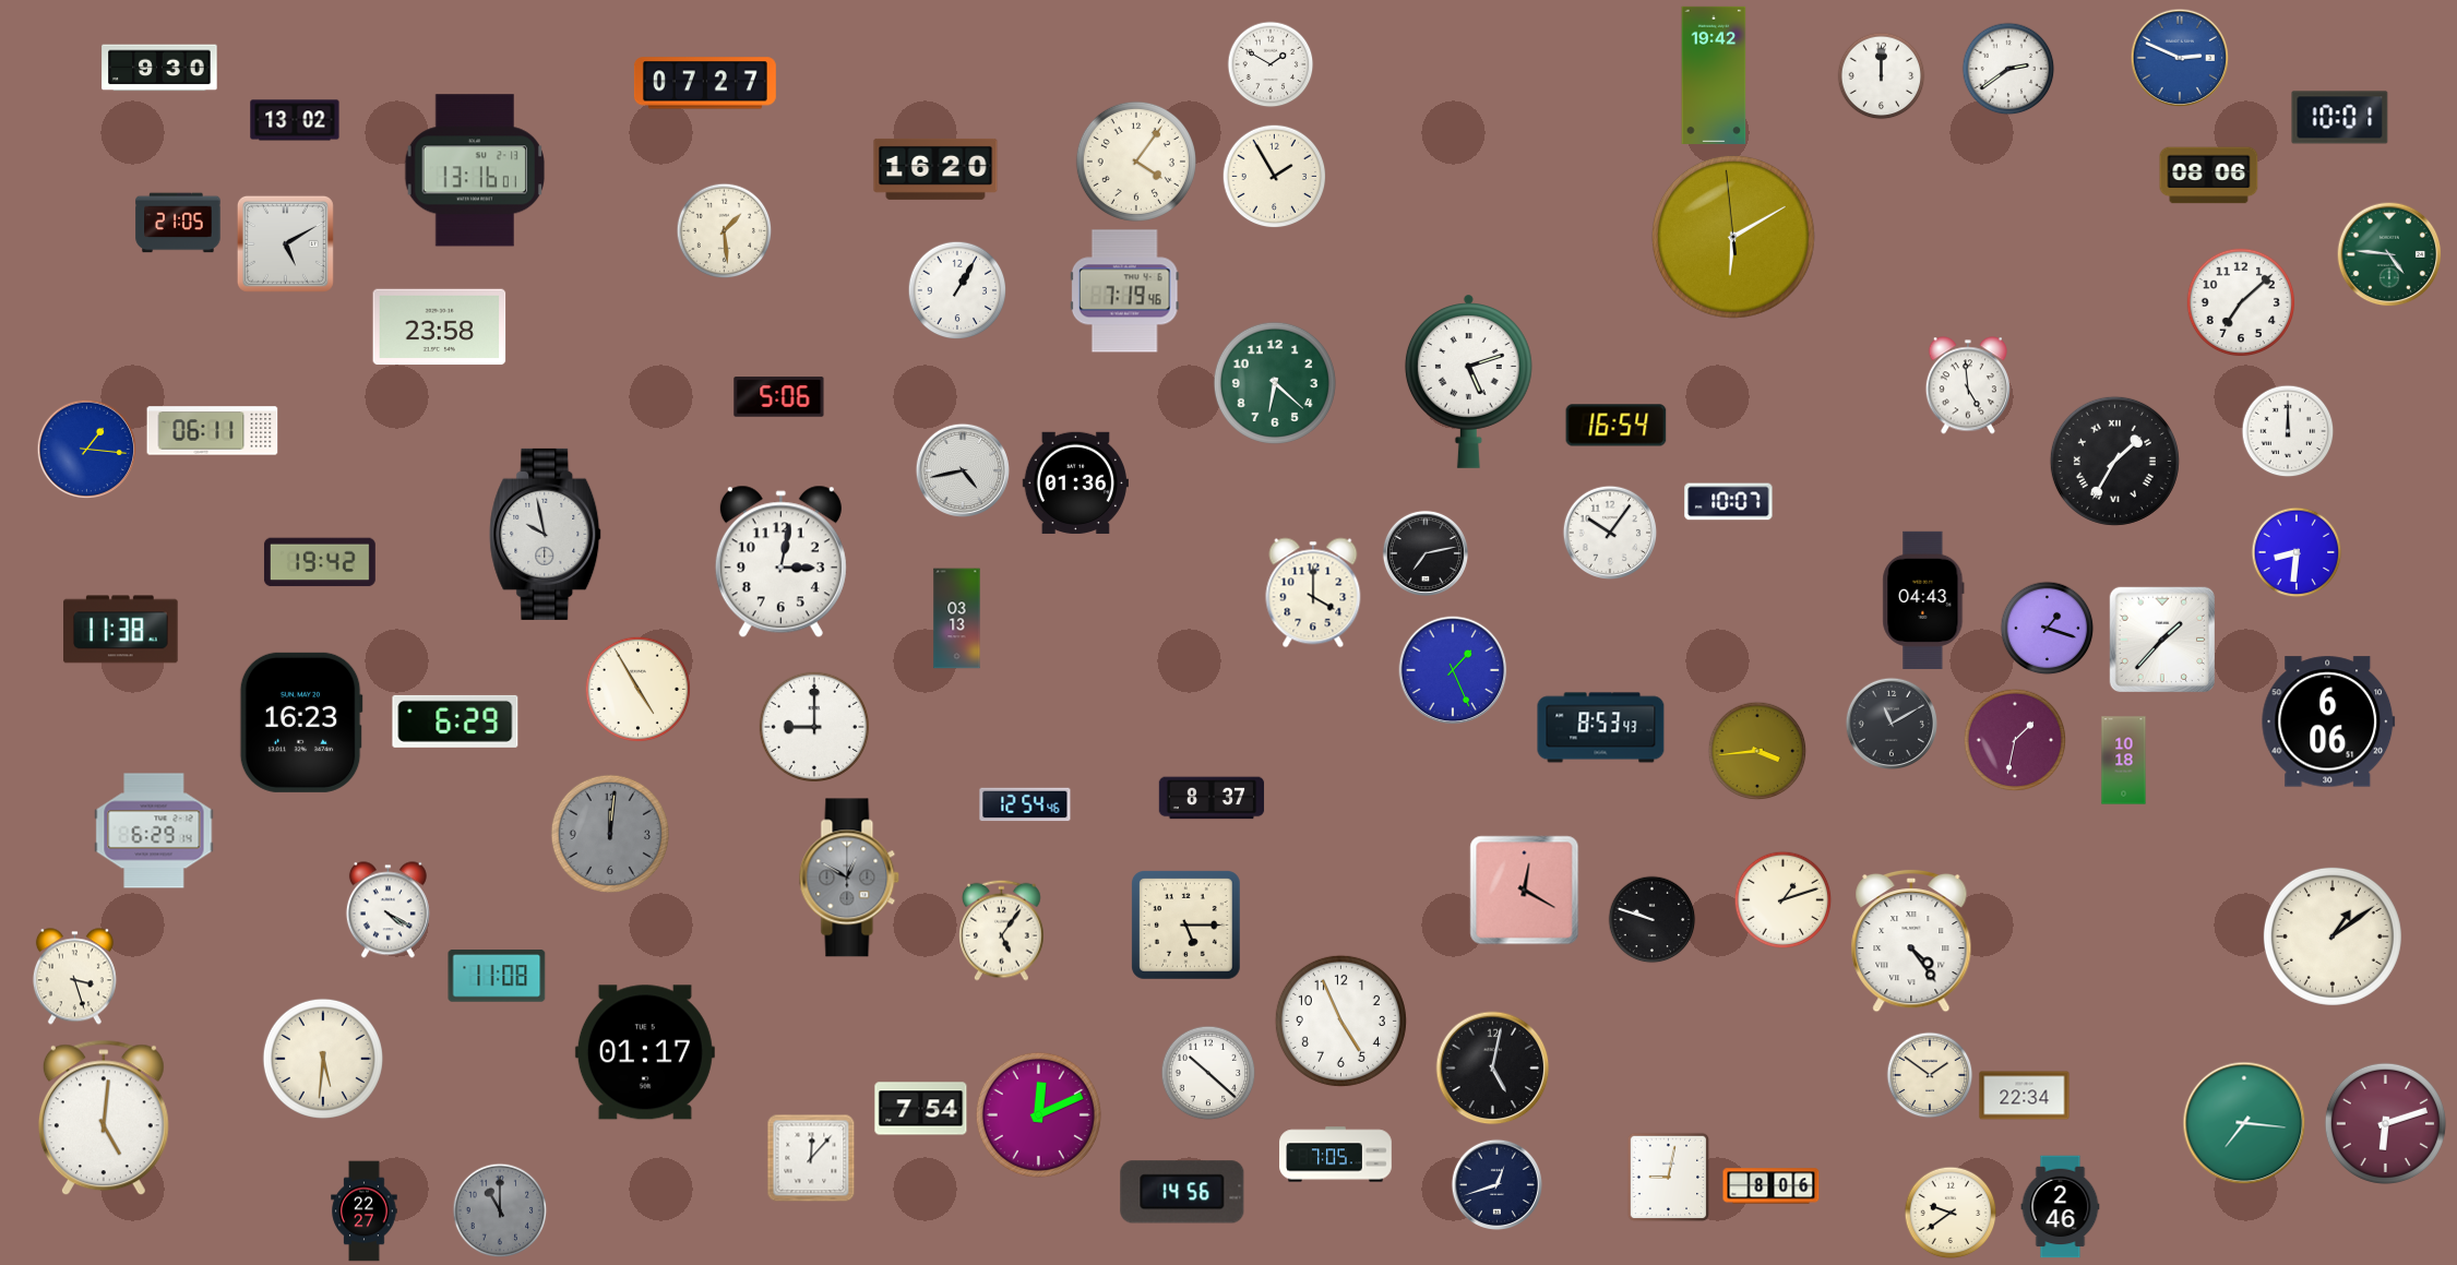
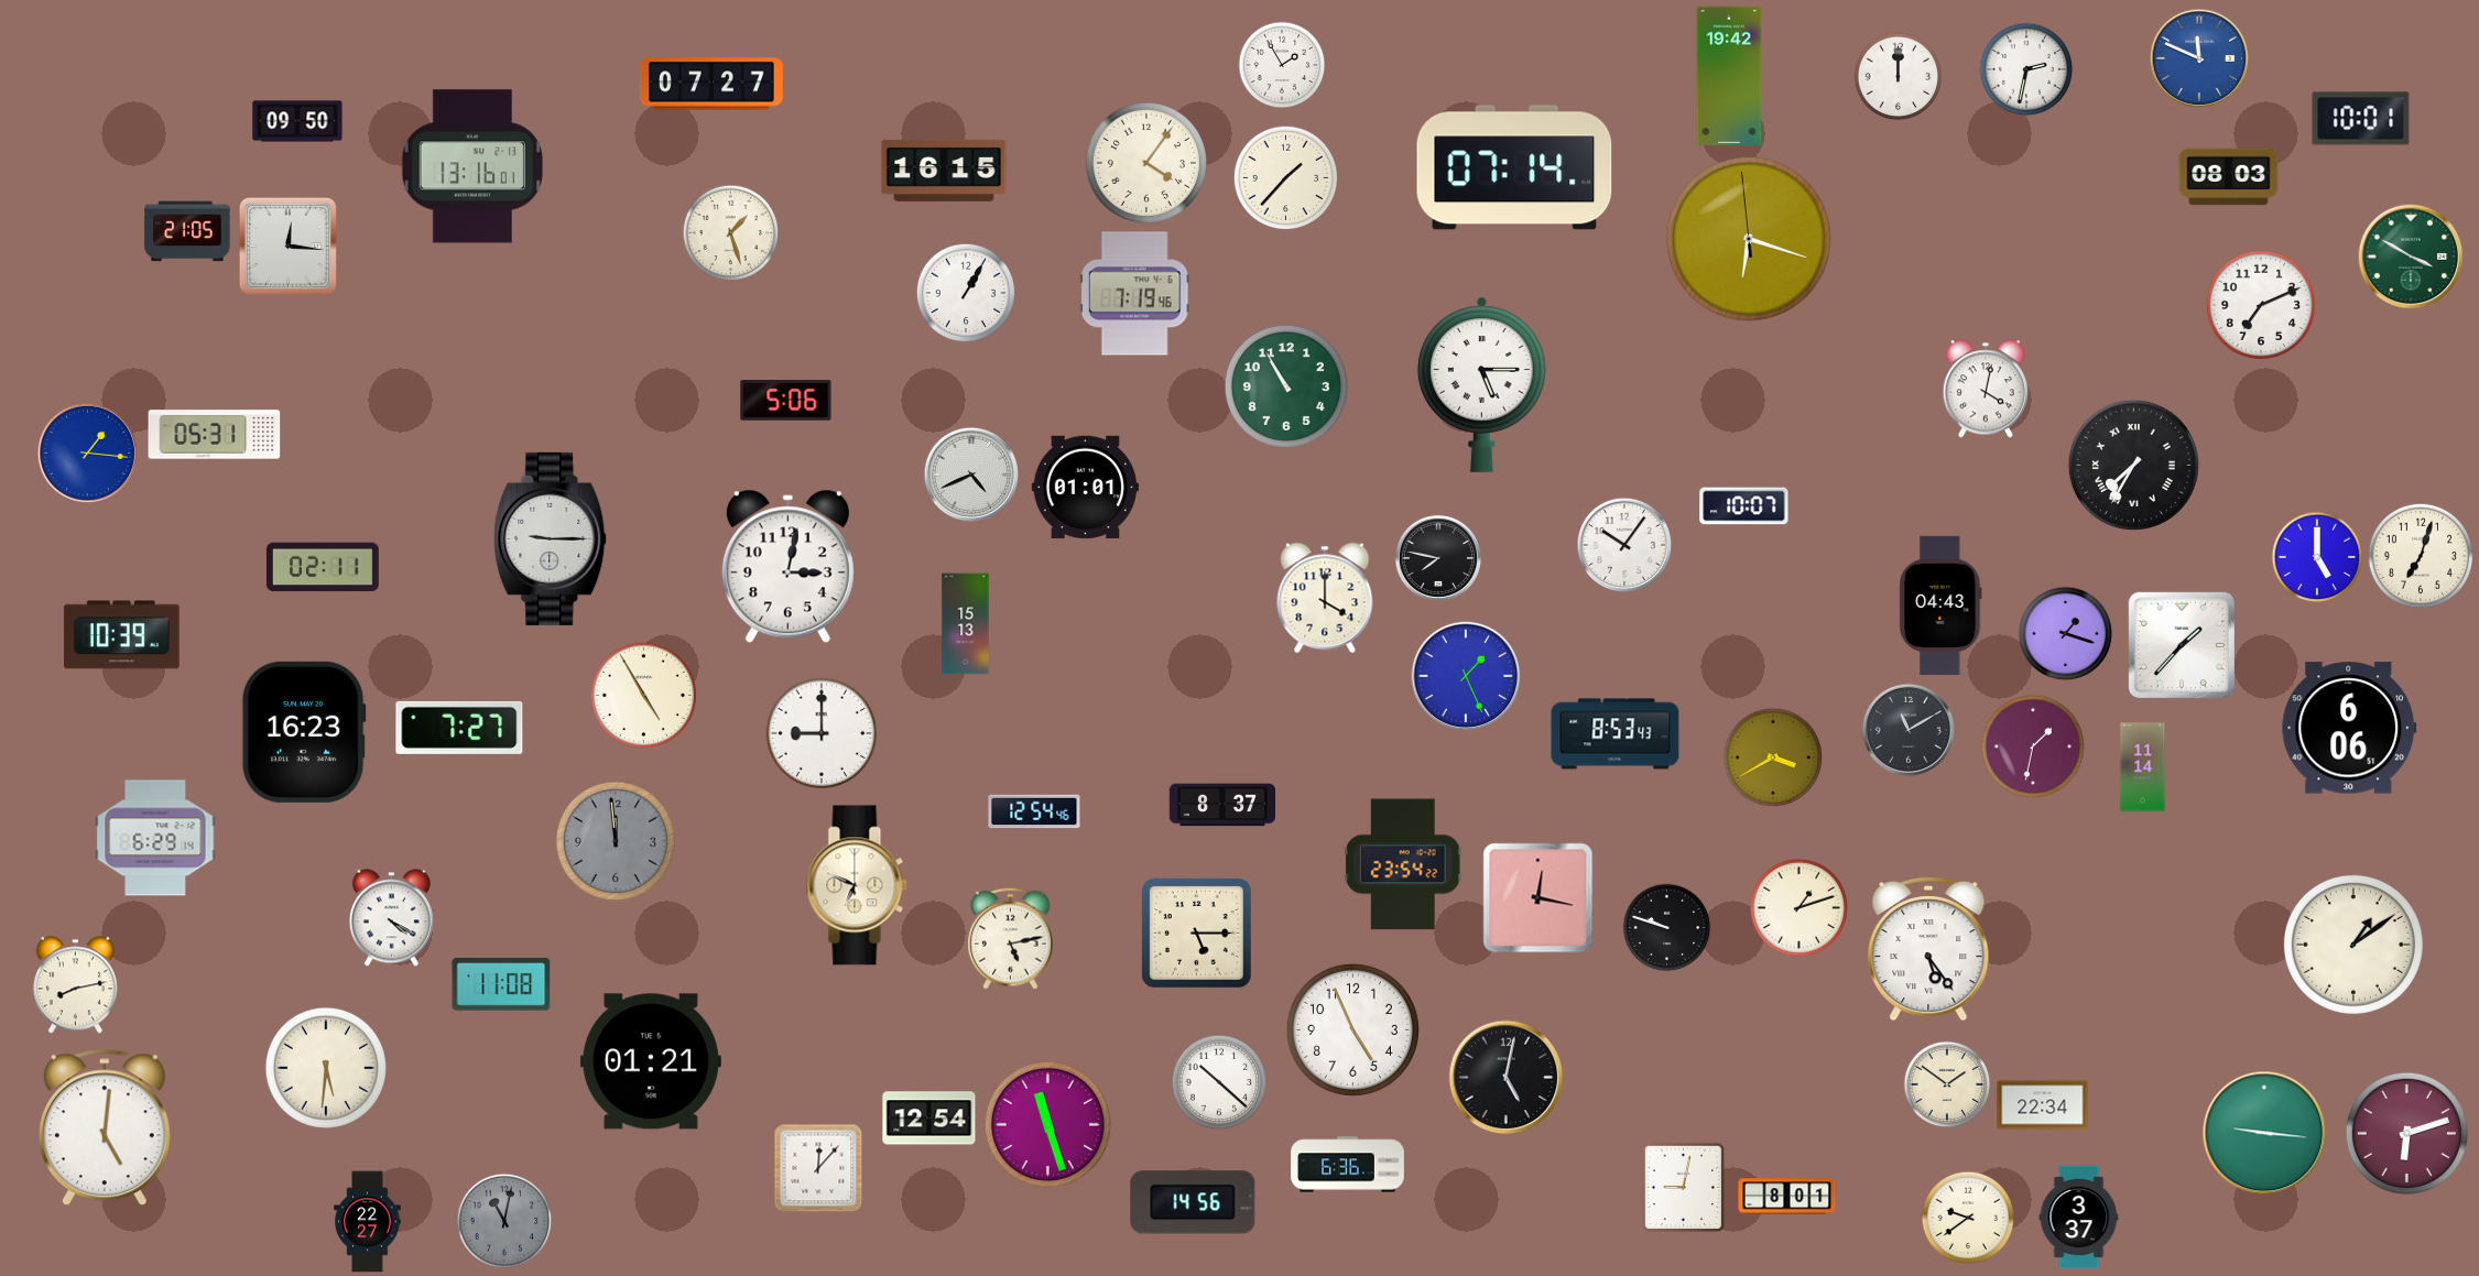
clock at (2180, 58): 2:49 -> 11:49
clock at (1271, 64): 1:50 -> 1:55
clock at (159, 68): 9:30 -> none
clock at (2008, 69): 2:39 -> 2:32
clock at (295, 120): 13:02 -> 09:50
clock at (1514, 167): none -> 07:14
clock at (935, 169): 16:20 -> 16:15
clock at (474, 170) position: (474, 170) -> (471, 166)
clock at (2209, 176): 08:06 -> 08:03
clock at (1275, 177): 1:55 -> 1:37
clock at (178, 223) position: (178, 223) -> (187, 231)
clock at (725, 231): 1:29 -> 1:27
clock at (1733, 237): 6:09 -> 6:17
clock at (285, 243): 5:10 -> 12:16
clock at (2389, 254): 4:46 -> 3:50
clock at (2240, 301): 7:08 -> 7:11
clock at (440, 327): 23:58 -> none
clock at (1468, 381): 5:12 -> 5:15
clock at (1275, 383): 6:22 -> 10:55
clock at (1968, 385): 4:59 -> 4:02
clock at (1617, 426): 16:54 -> none
clock at (213, 431): 06:11 -> 05:31
clock at (2288, 431): 12:00 -> none
clock at (2114, 461): 1:35 -> 7:35
clock at (963, 470): 4:43 -> 4:41
clock at (1075, 482): 01:36 -> 01:01
clock at (1610, 533) position: (1610, 533) -> (1624, 545)
clock at (546, 534): 9:58 -> 9:15
clock at (2421, 556): none -> 7:03
clock at (2297, 552): 8:31 -> 5:00
clock at (1426, 553): 7:13 -> 7:47
clock at (320, 562): 19:42 -> 02:11
clock at (957, 619): 03:13 -> 15:13
clock at (121, 630): 11:38 -> 10:39
clock at (455, 721): 6:29 -> 7:27
clock at (301, 723) position: (301, 723) -> (304, 732)
clock at (1757, 751): 3:44 -> 3:40
clock at (2124, 761): 10:18 -> 11:14
clock at (610, 834): 12:01 -> 11:59
clock at (1403, 864): none -> 23:54
clock at (849, 878): 12:50 -> 6:49
clock at (849, 878) dial: grey -> cream
clock at (1525, 891): 12:20 -> 12:17
clock at (1002, 930): 5:06 -> 5:13
clock at (1911, 941): 4:24 -> 5:24
clock at (74, 977): 3:27 -> 8:13
clock at (645, 1052): 01:17 -> 01:21
clock at (921, 1109): 7:54 -> 12:54
clock at (1038, 1114): 12:11 -> 11:27
clock at (2244, 1123): 7:16 -> 9:16
clock at (1336, 1155): 7:05 -> 6:36
clock at (1496, 1184): 12:42 -> none
clock at (1772, 1186): 8:06 -> 8:01
clock at (2061, 1207): 2:46 -> 3:37
clock at (500, 1210): 11:00 -> 11:02
clock at (1951, 1213) position: (1951, 1213) -> (1968, 1218)
